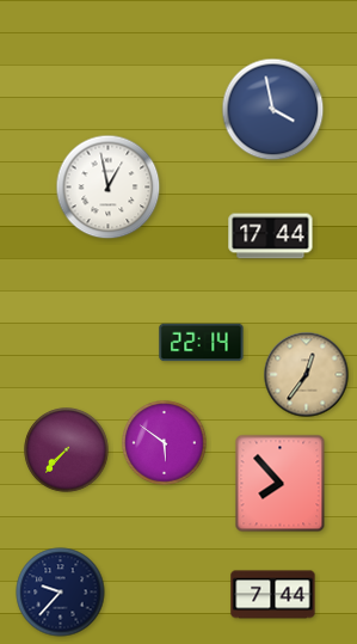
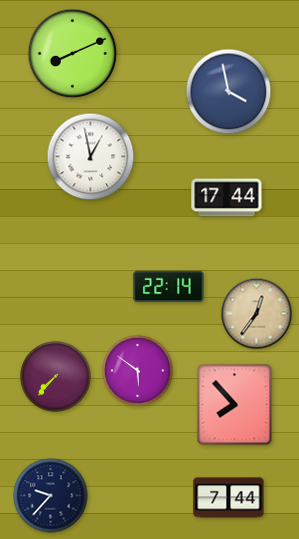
clock at (73, 54): none -> 8:11
